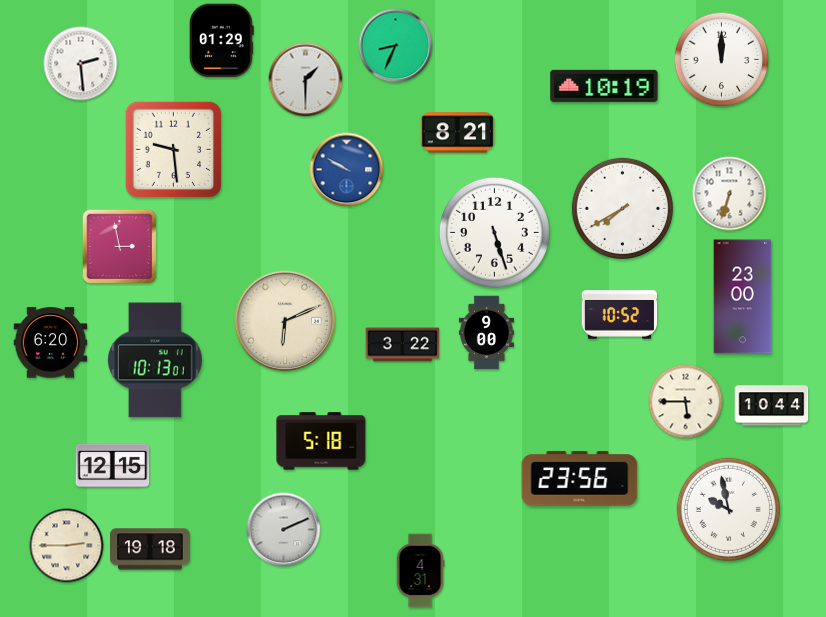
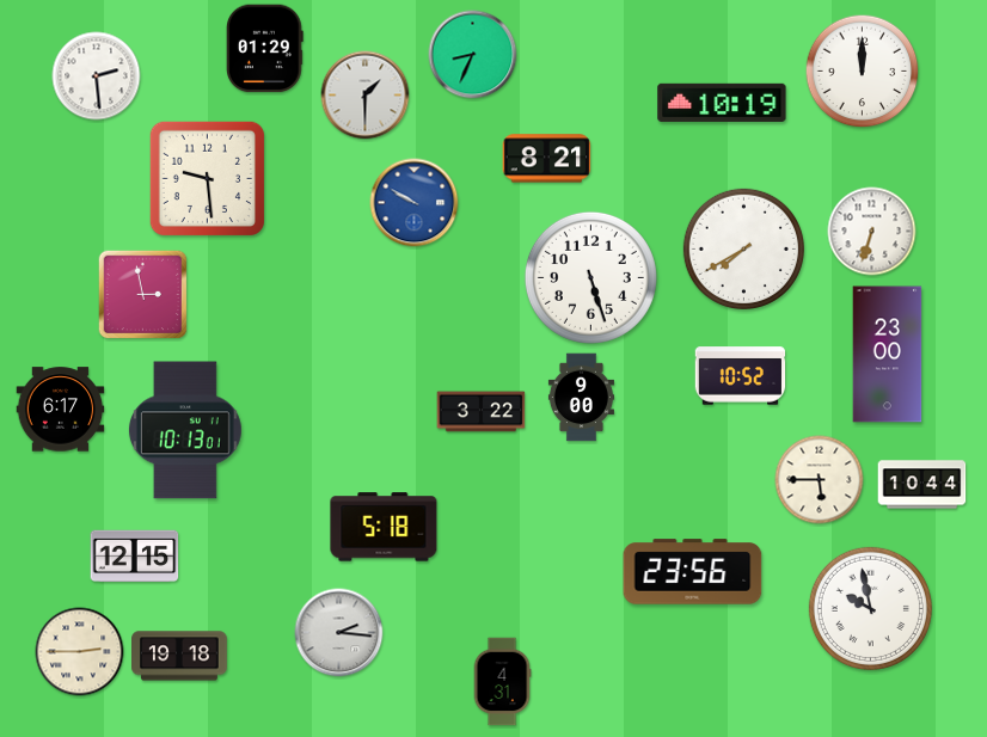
clock at (285, 321): 6:11 -> none
clock at (51, 343): 6:20 -> 6:17
clock at (284, 530): 2:11 -> 2:16
